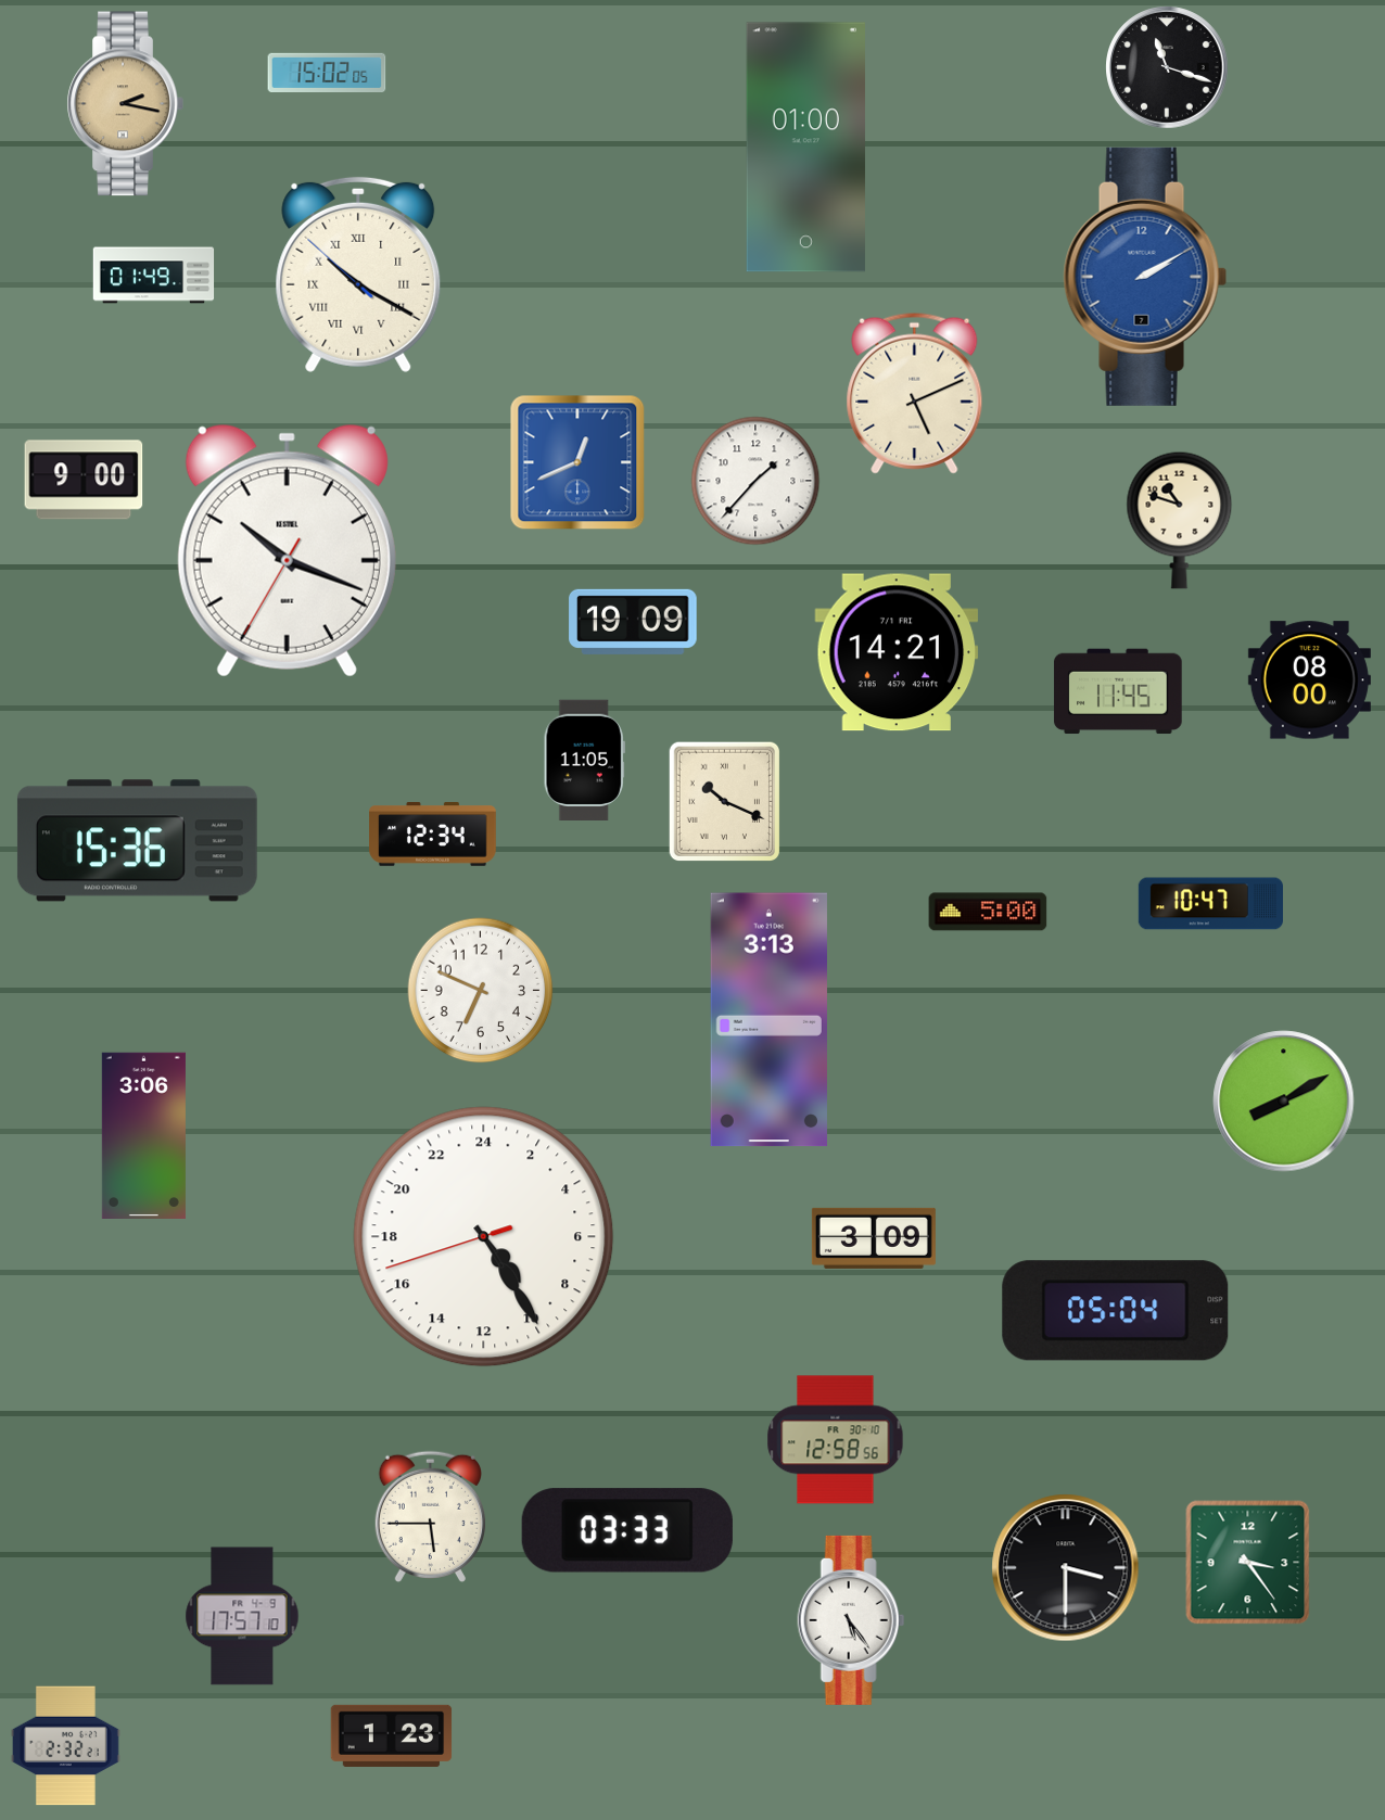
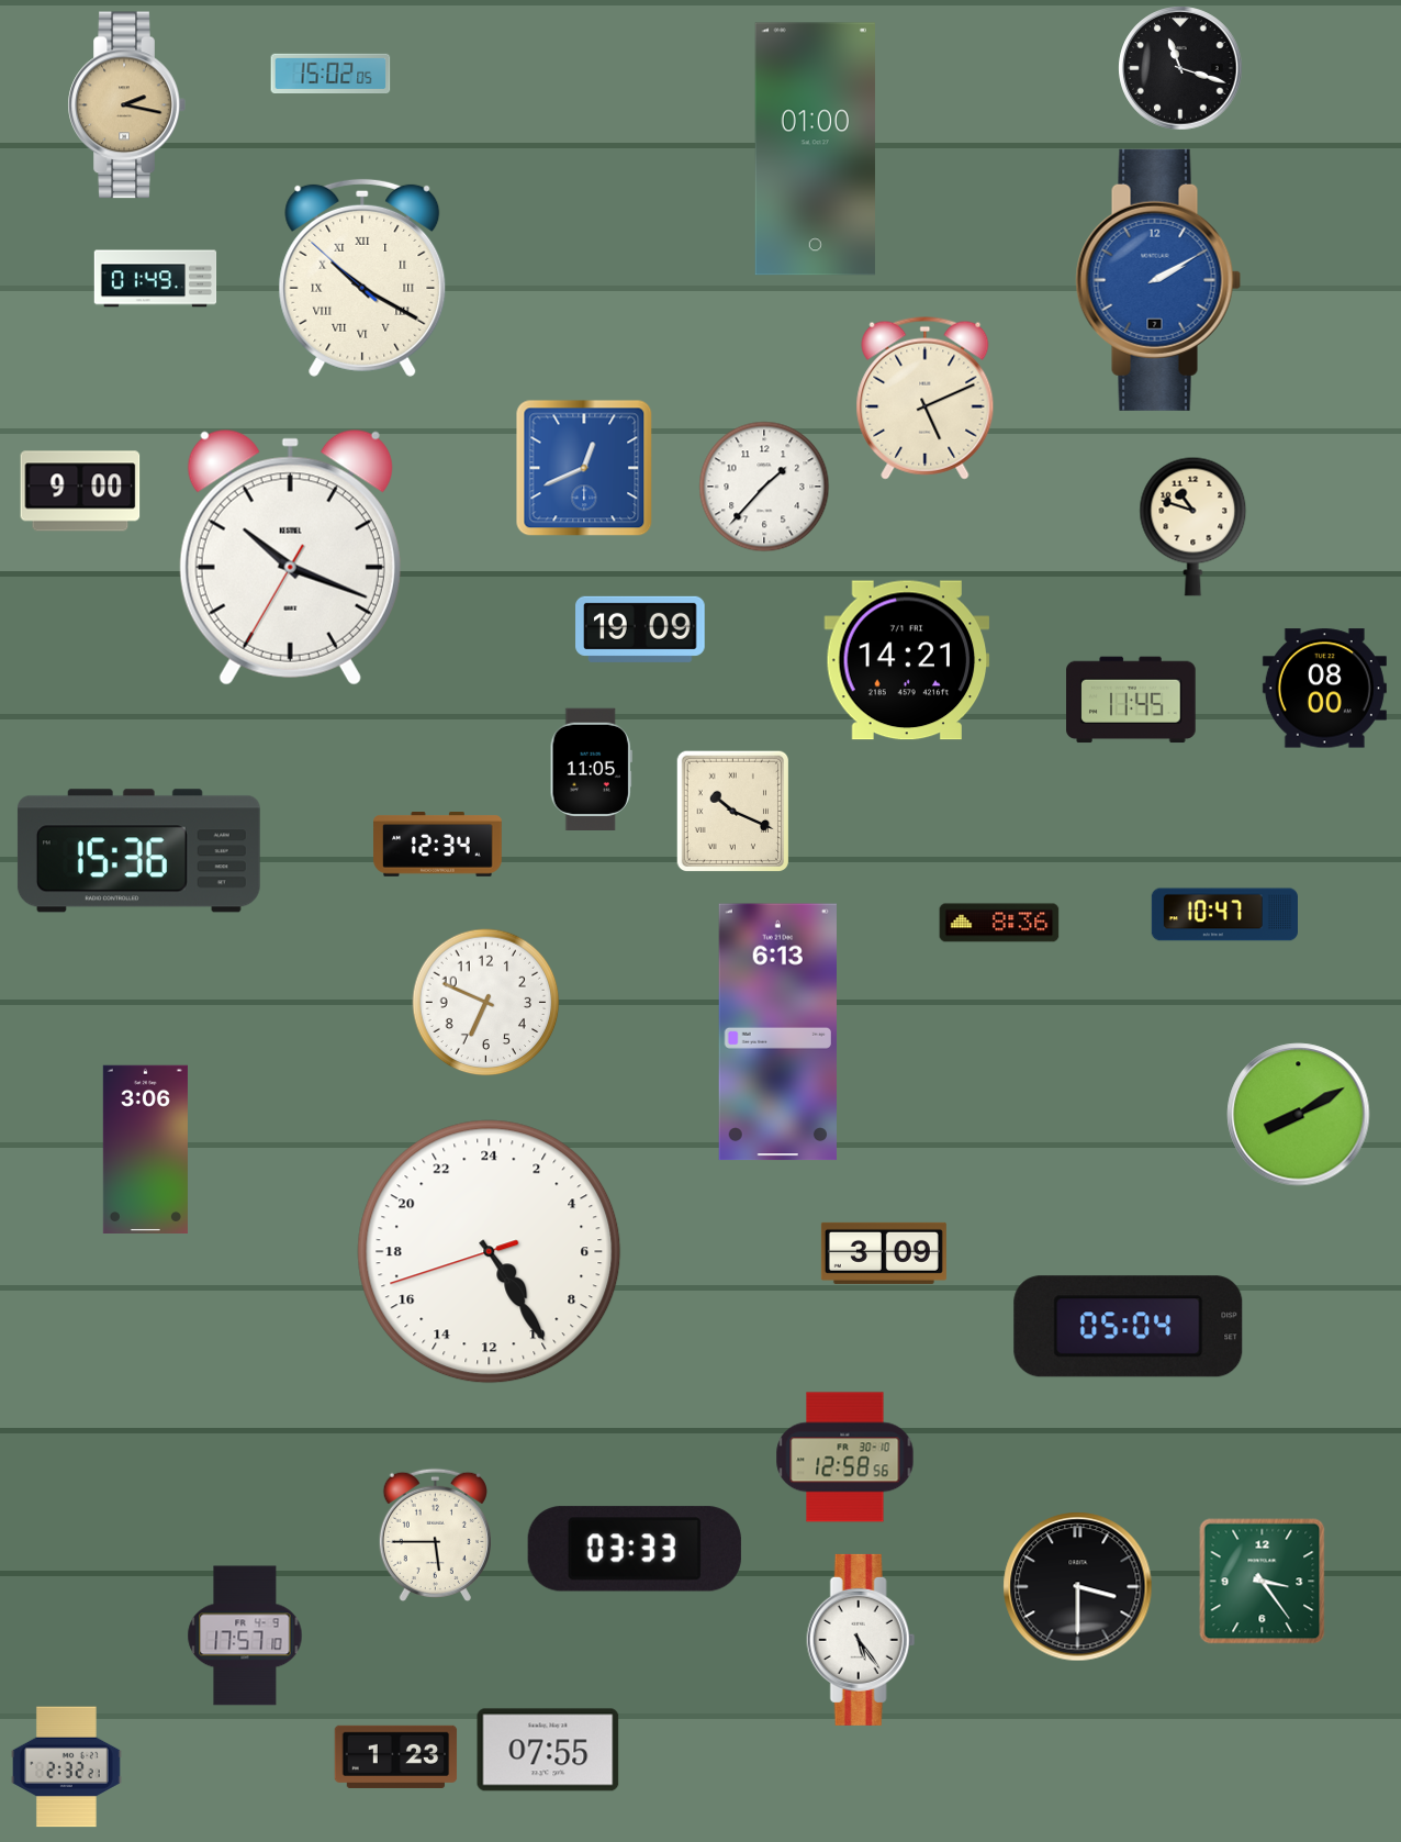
clock at (84, 480) position: (84, 480) -> (80, 491)
clock at (988, 912): 5:00 -> 8:36
clock at (768, 1020): 3:13 -> 6:13
clock at (548, 1750): none -> 07:55
